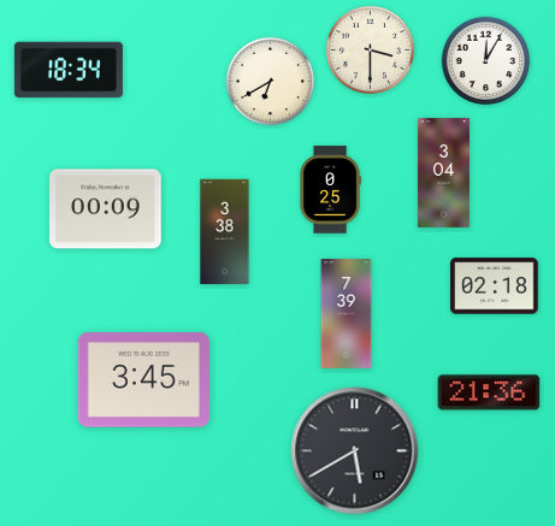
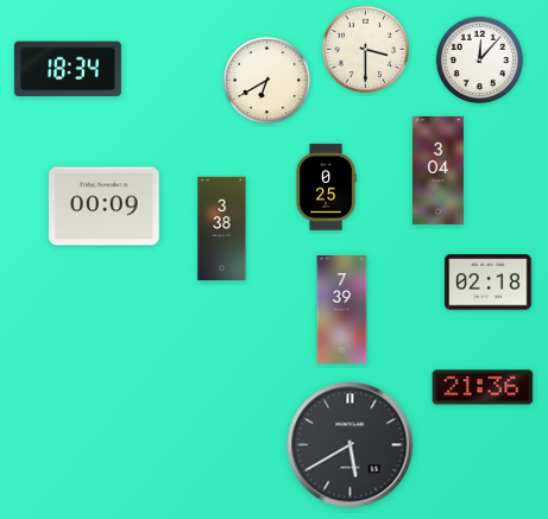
clock at (486, 61): 12:05 -> 12:07
clock at (143, 380): 3:45 -> none
